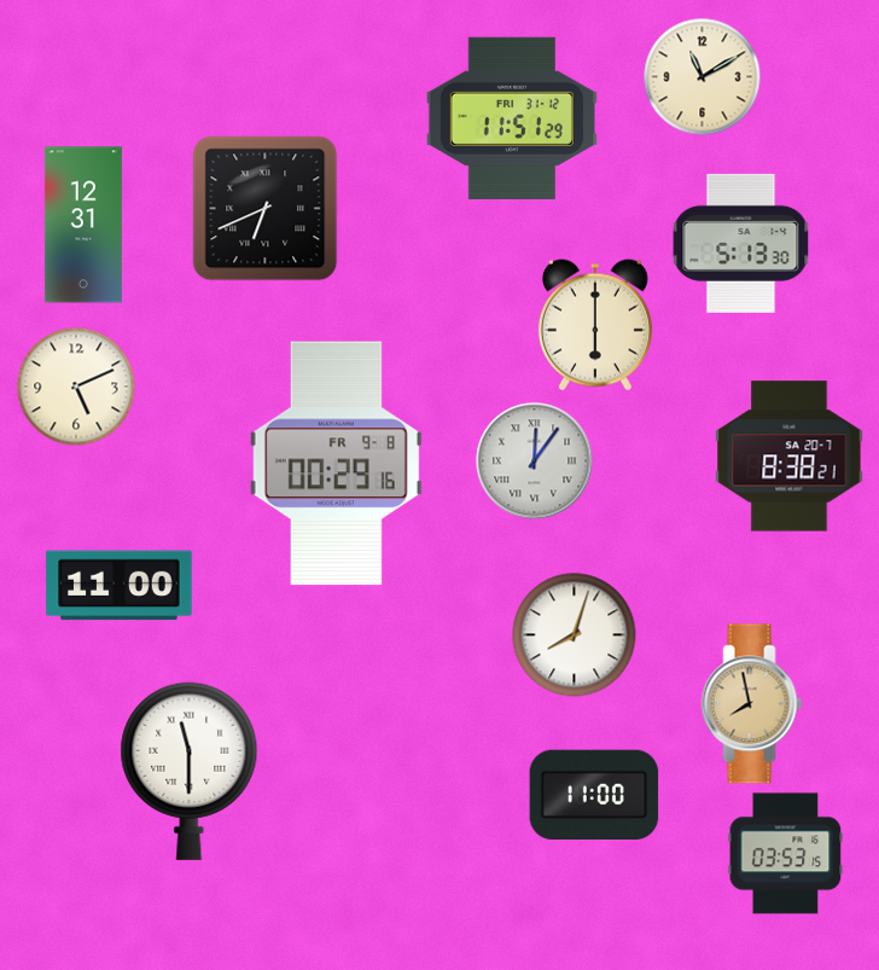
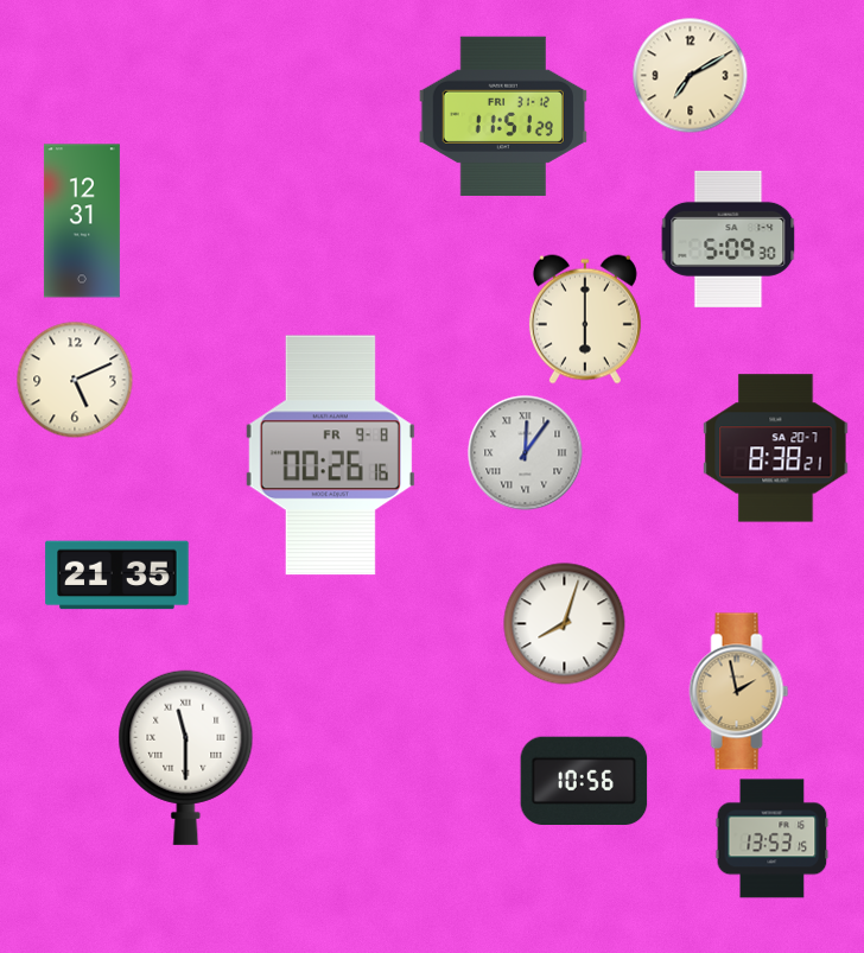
clock at (703, 77): 11:10 -> 7:10
clock at (266, 209): 6:41 -> none
clock at (741, 243): 5:13 -> 5:09
clock at (336, 464): 00:29 -> 00:26
clock at (120, 586): 11:00 -> 21:35
clock at (752, 704): 7:58 -> 1:58
clock at (594, 795): 11:00 -> 10:56
clock at (786, 854): 03:53 -> 13:53
